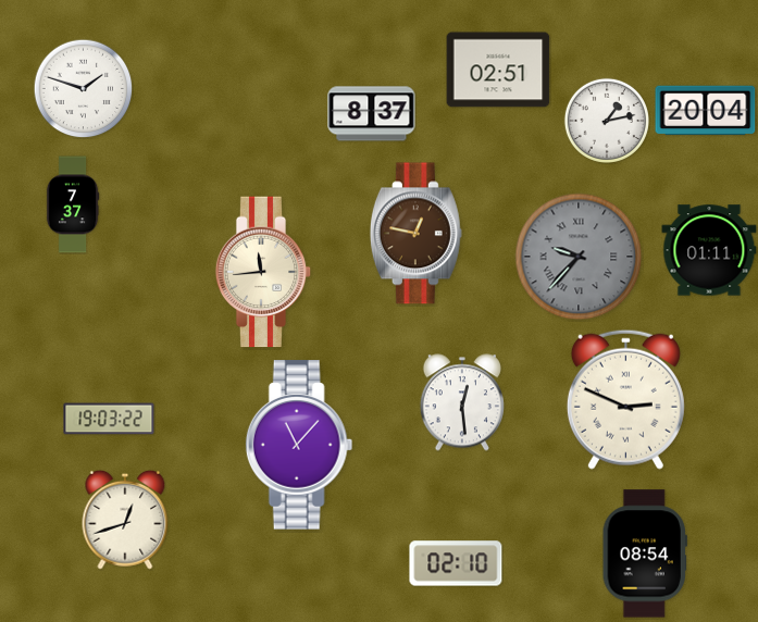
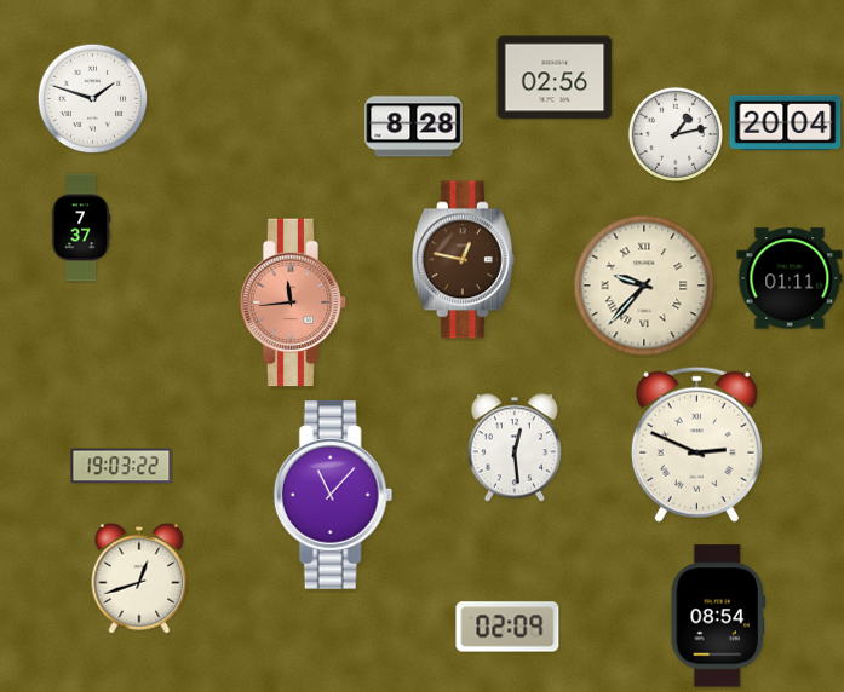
clock at (498, 70): 02:51 -> 02:56
clock at (372, 114): 8:37 -> 8:28
clock at (579, 257) dial: grey -> cream
clock at (263, 272) dial: cream -> salmon
clock at (456, 563): 02:10 -> 02:09
